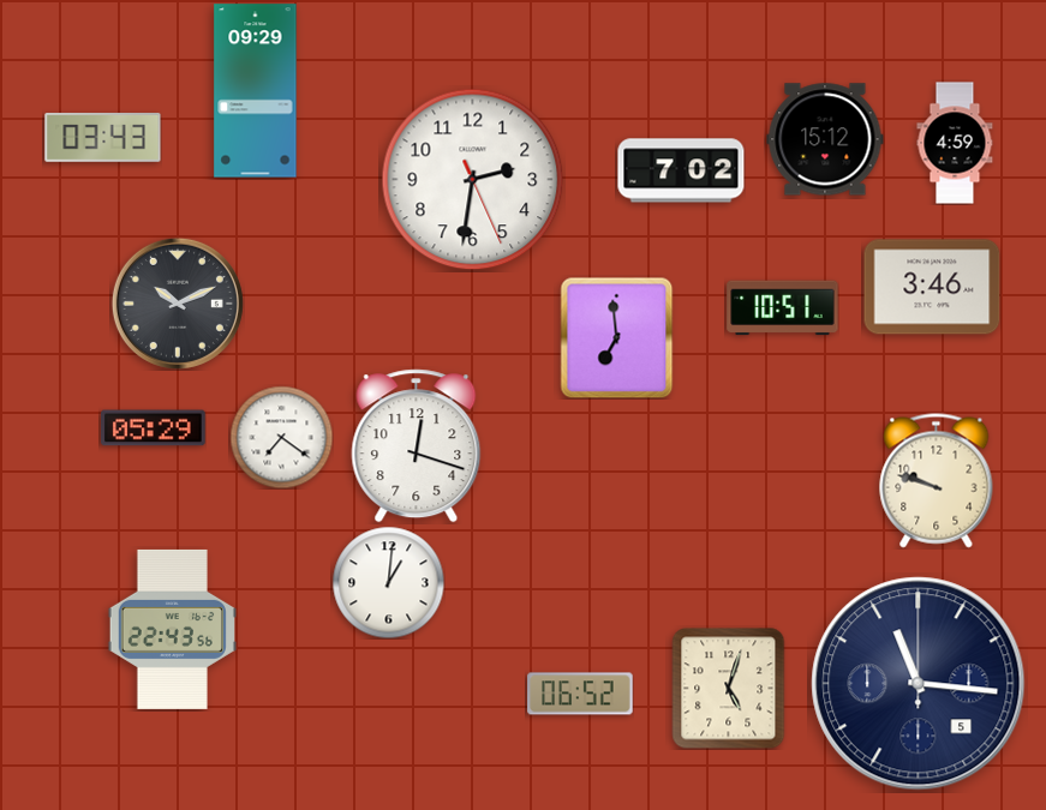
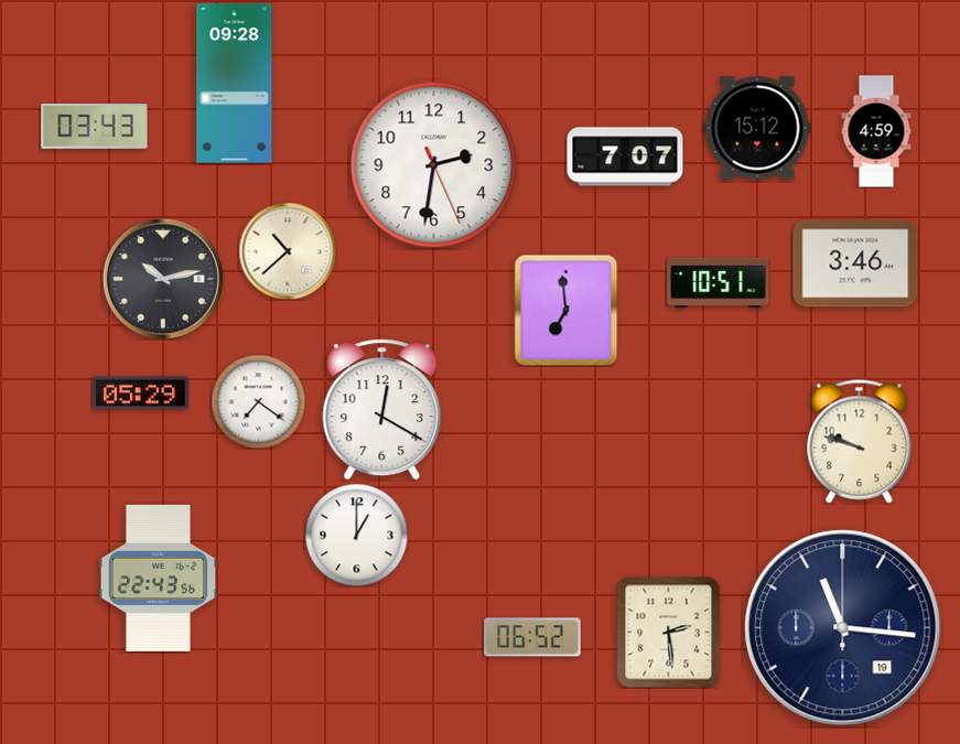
clock at (256, 91): 09:29 -> 09:28
clock at (681, 170): 7:02 -> 7:07
clock at (288, 251): none -> 10:38
clock at (178, 304): 10:11 -> 10:13
clock at (417, 446): 12:18 -> 12:20
clock at (388, 582): 1:01 -> 1:00
clock at (919, 684) date: 5 -> 19
clock at (729, 688): 5:03 -> 2:29
